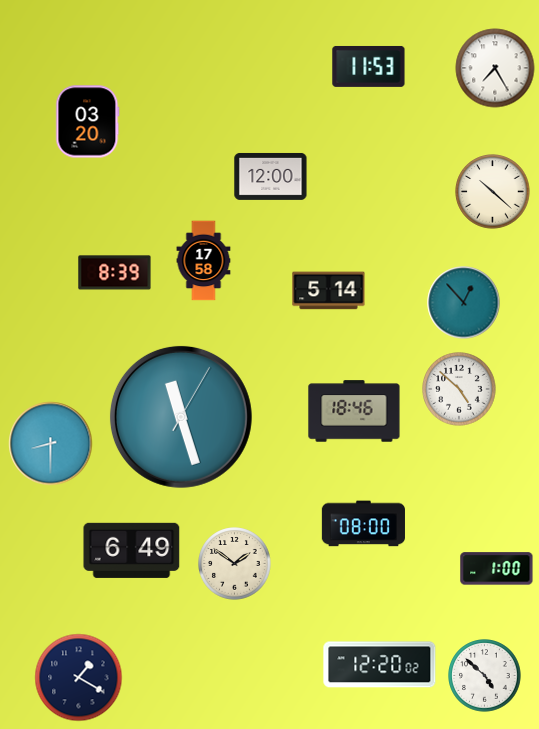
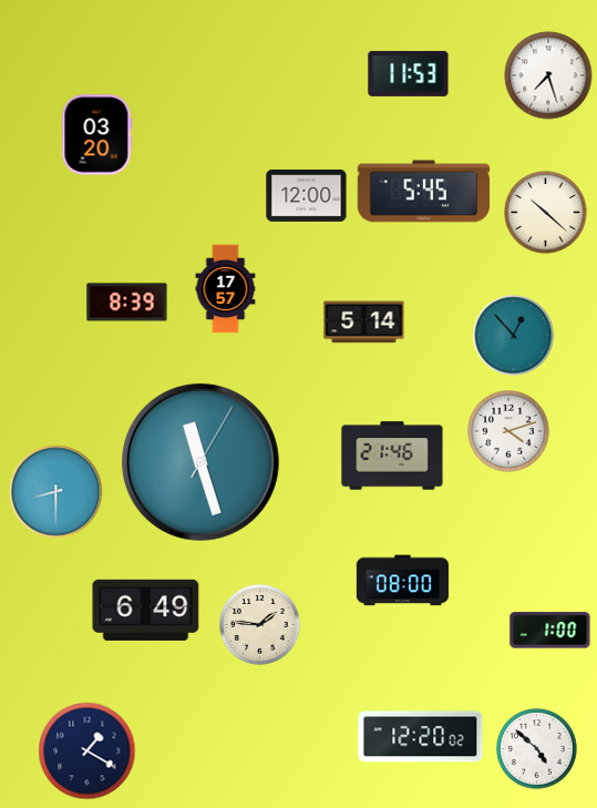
clock at (495, 68): 7:25 -> 7:27
clock at (424, 192): none -> 5:45
clock at (271, 176) position: (271, 176) -> (307, 195)
clock at (204, 261): 17:58 -> 17:57
clock at (459, 389): 4:52 -> 4:12
clock at (354, 411): 18:46 -> 21:46
clock at (235, 564): 1:51 -> 1:46
